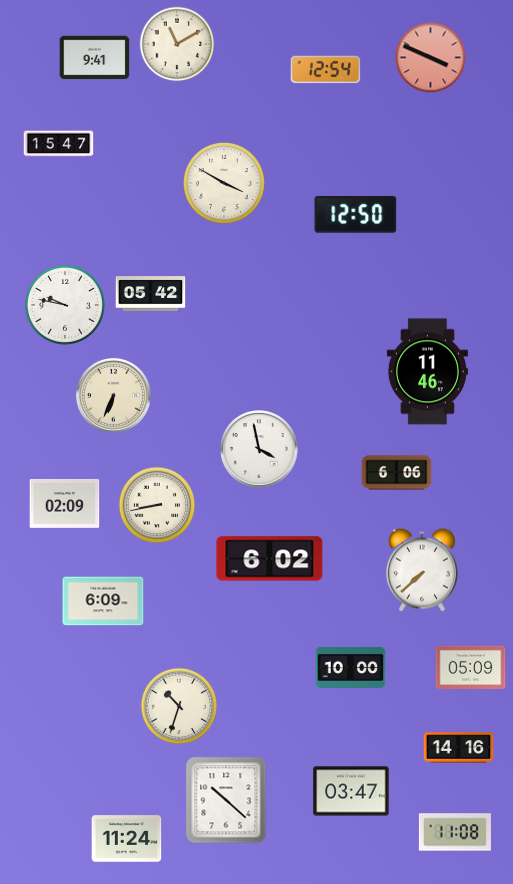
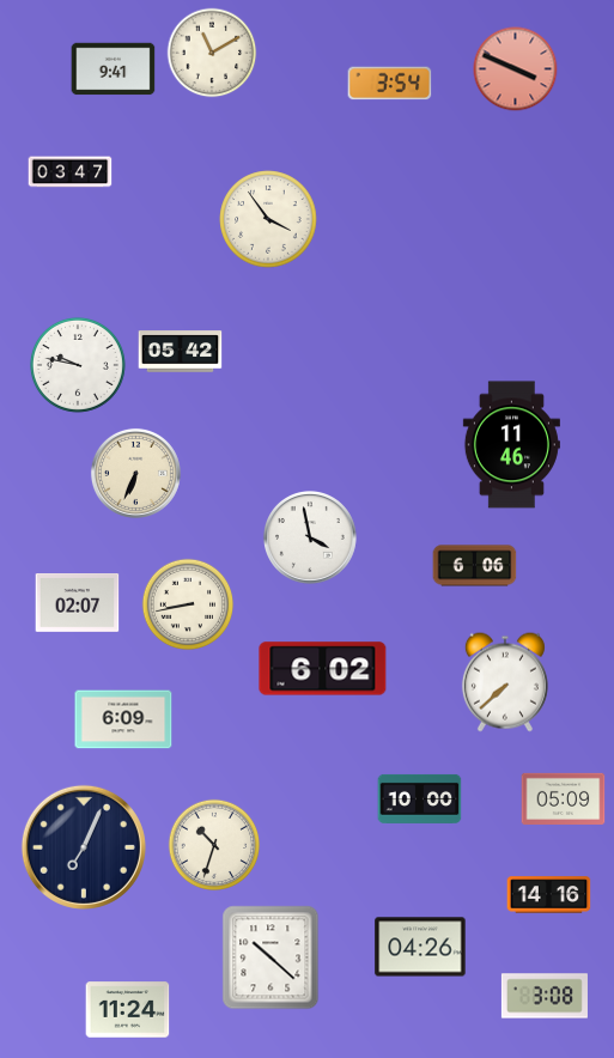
clock at (326, 70): 12:54 -> 3:54
clock at (59, 144): 15:47 -> 03:47
clock at (224, 183): 3:50 -> 3:54
clock at (356, 215): 12:50 -> none
clock at (65, 504): 02:09 -> 02:07
clock at (84, 847): none -> 7:04
clock at (351, 791): 03:47 -> 04:26
clock at (455, 832): 11:08 -> 3:08
clock at (127, 839) position: (127, 839) -> (128, 1010)
